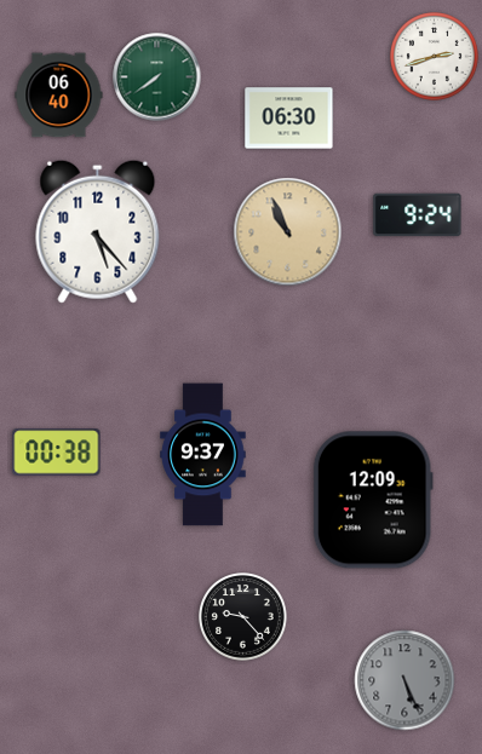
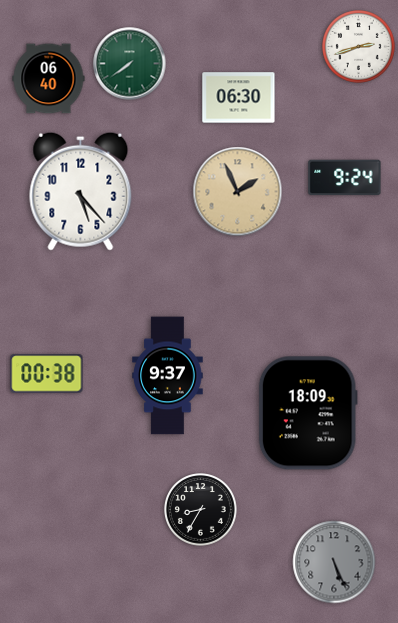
clock at (288, 232): 10:56 -> 1:56
clock at (373, 500): 12:09 -> 18:09
clock at (243, 617): 9:23 -> 8:35
